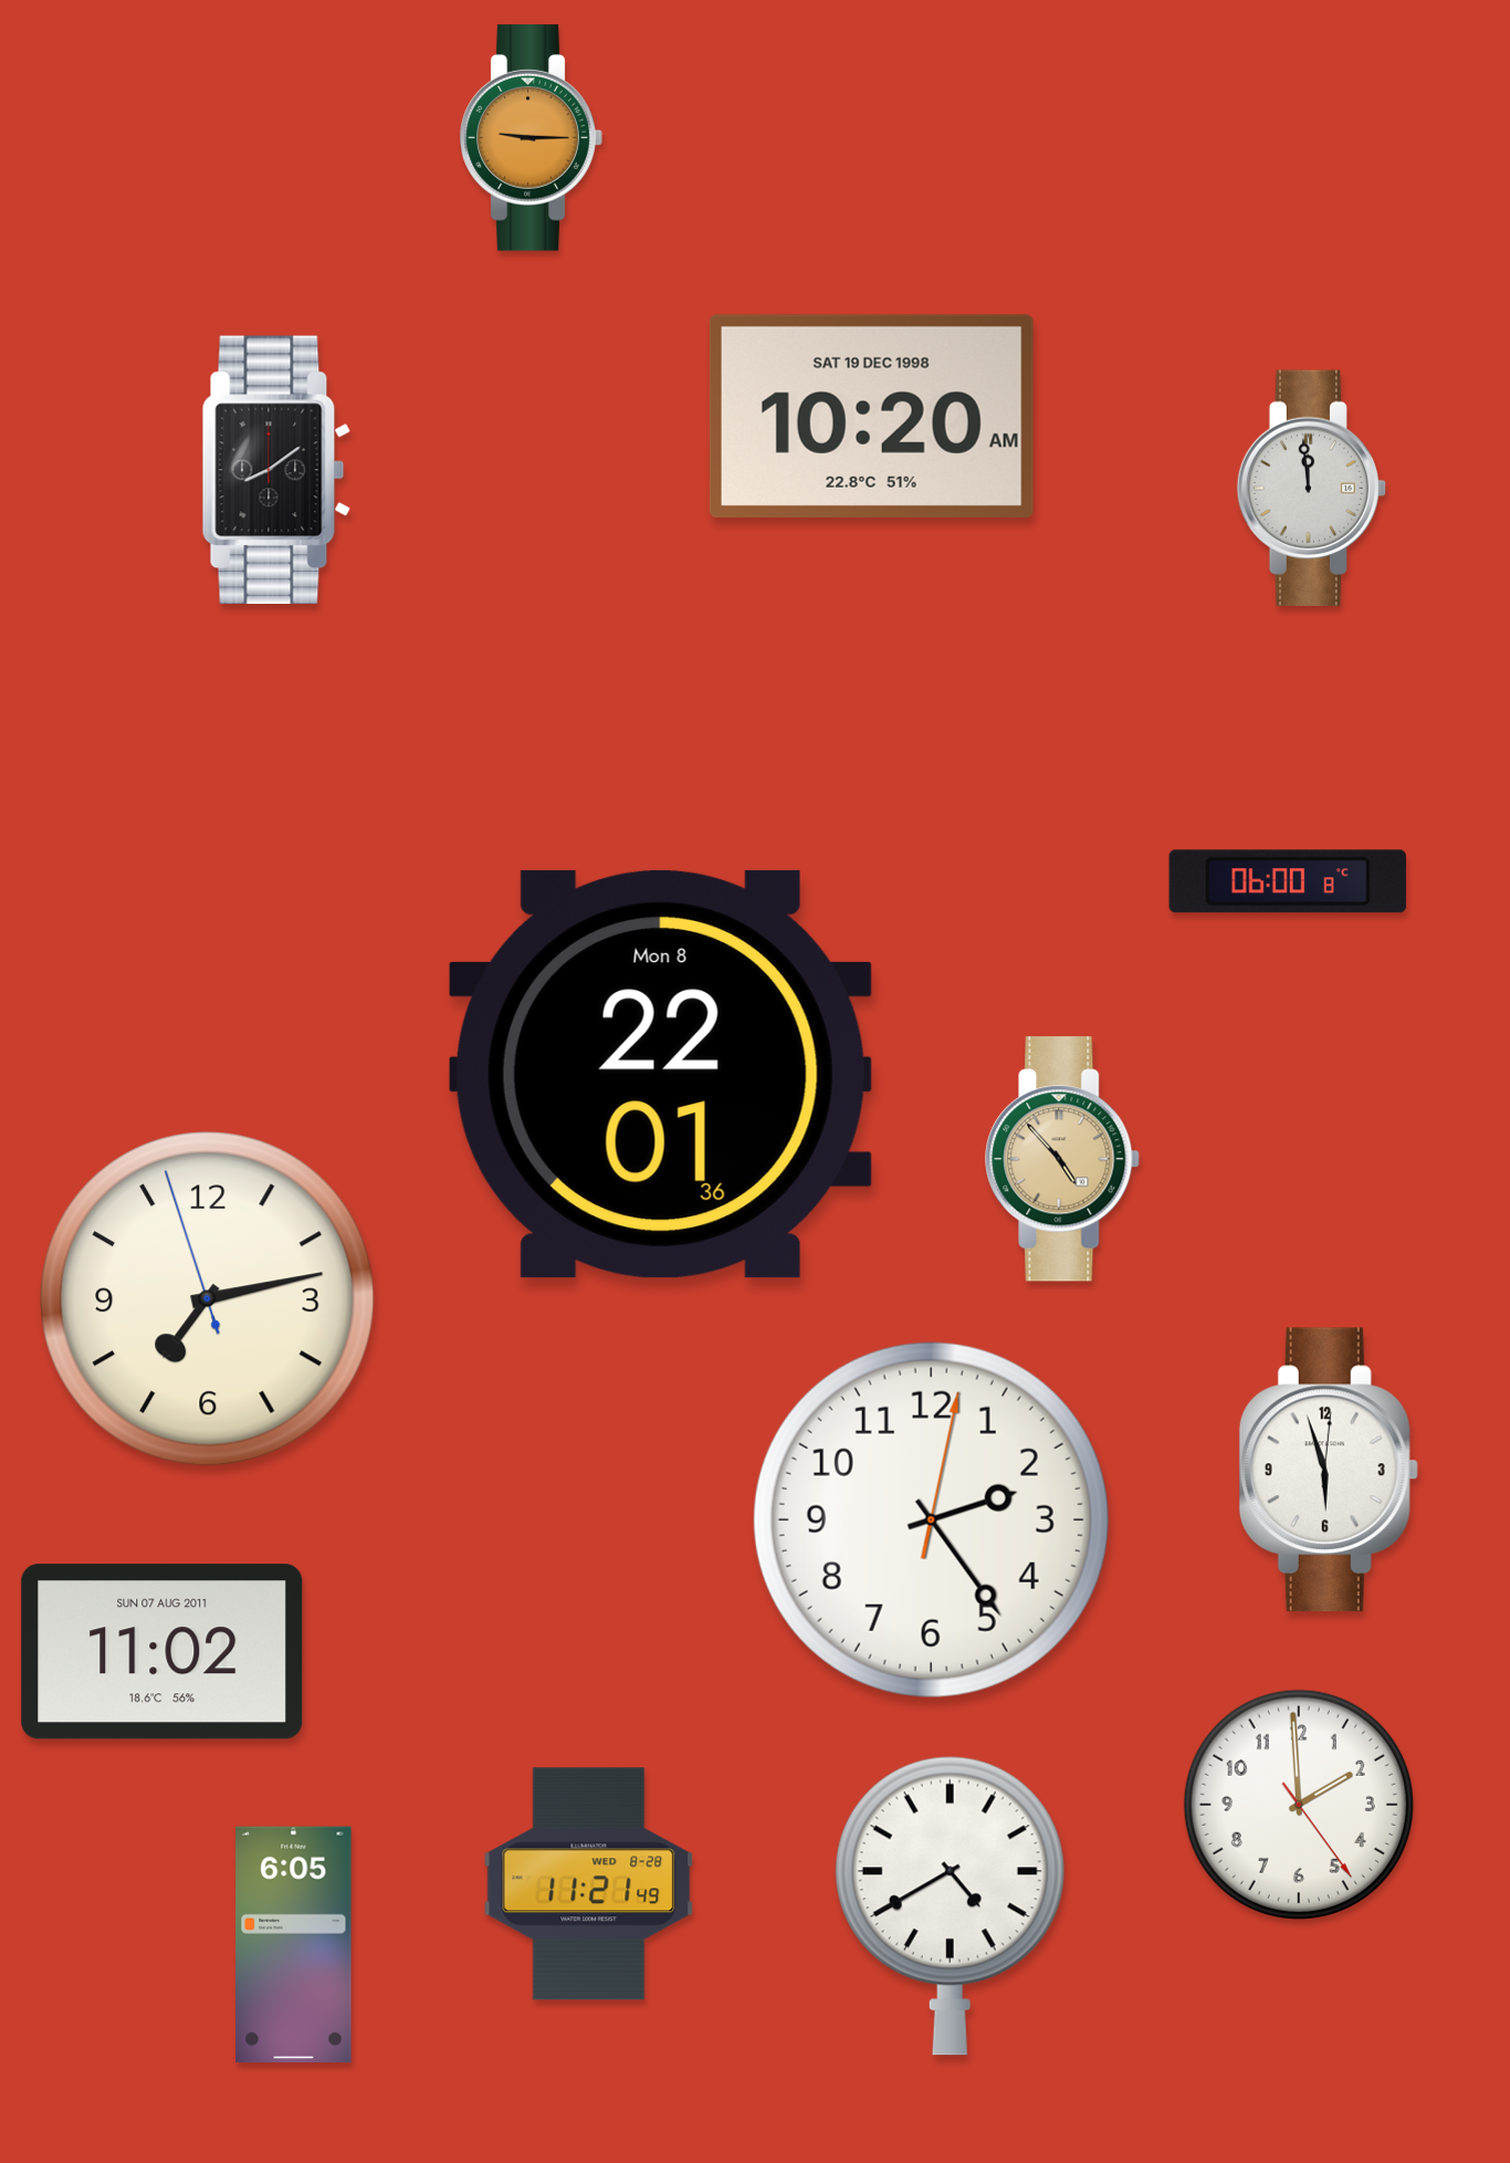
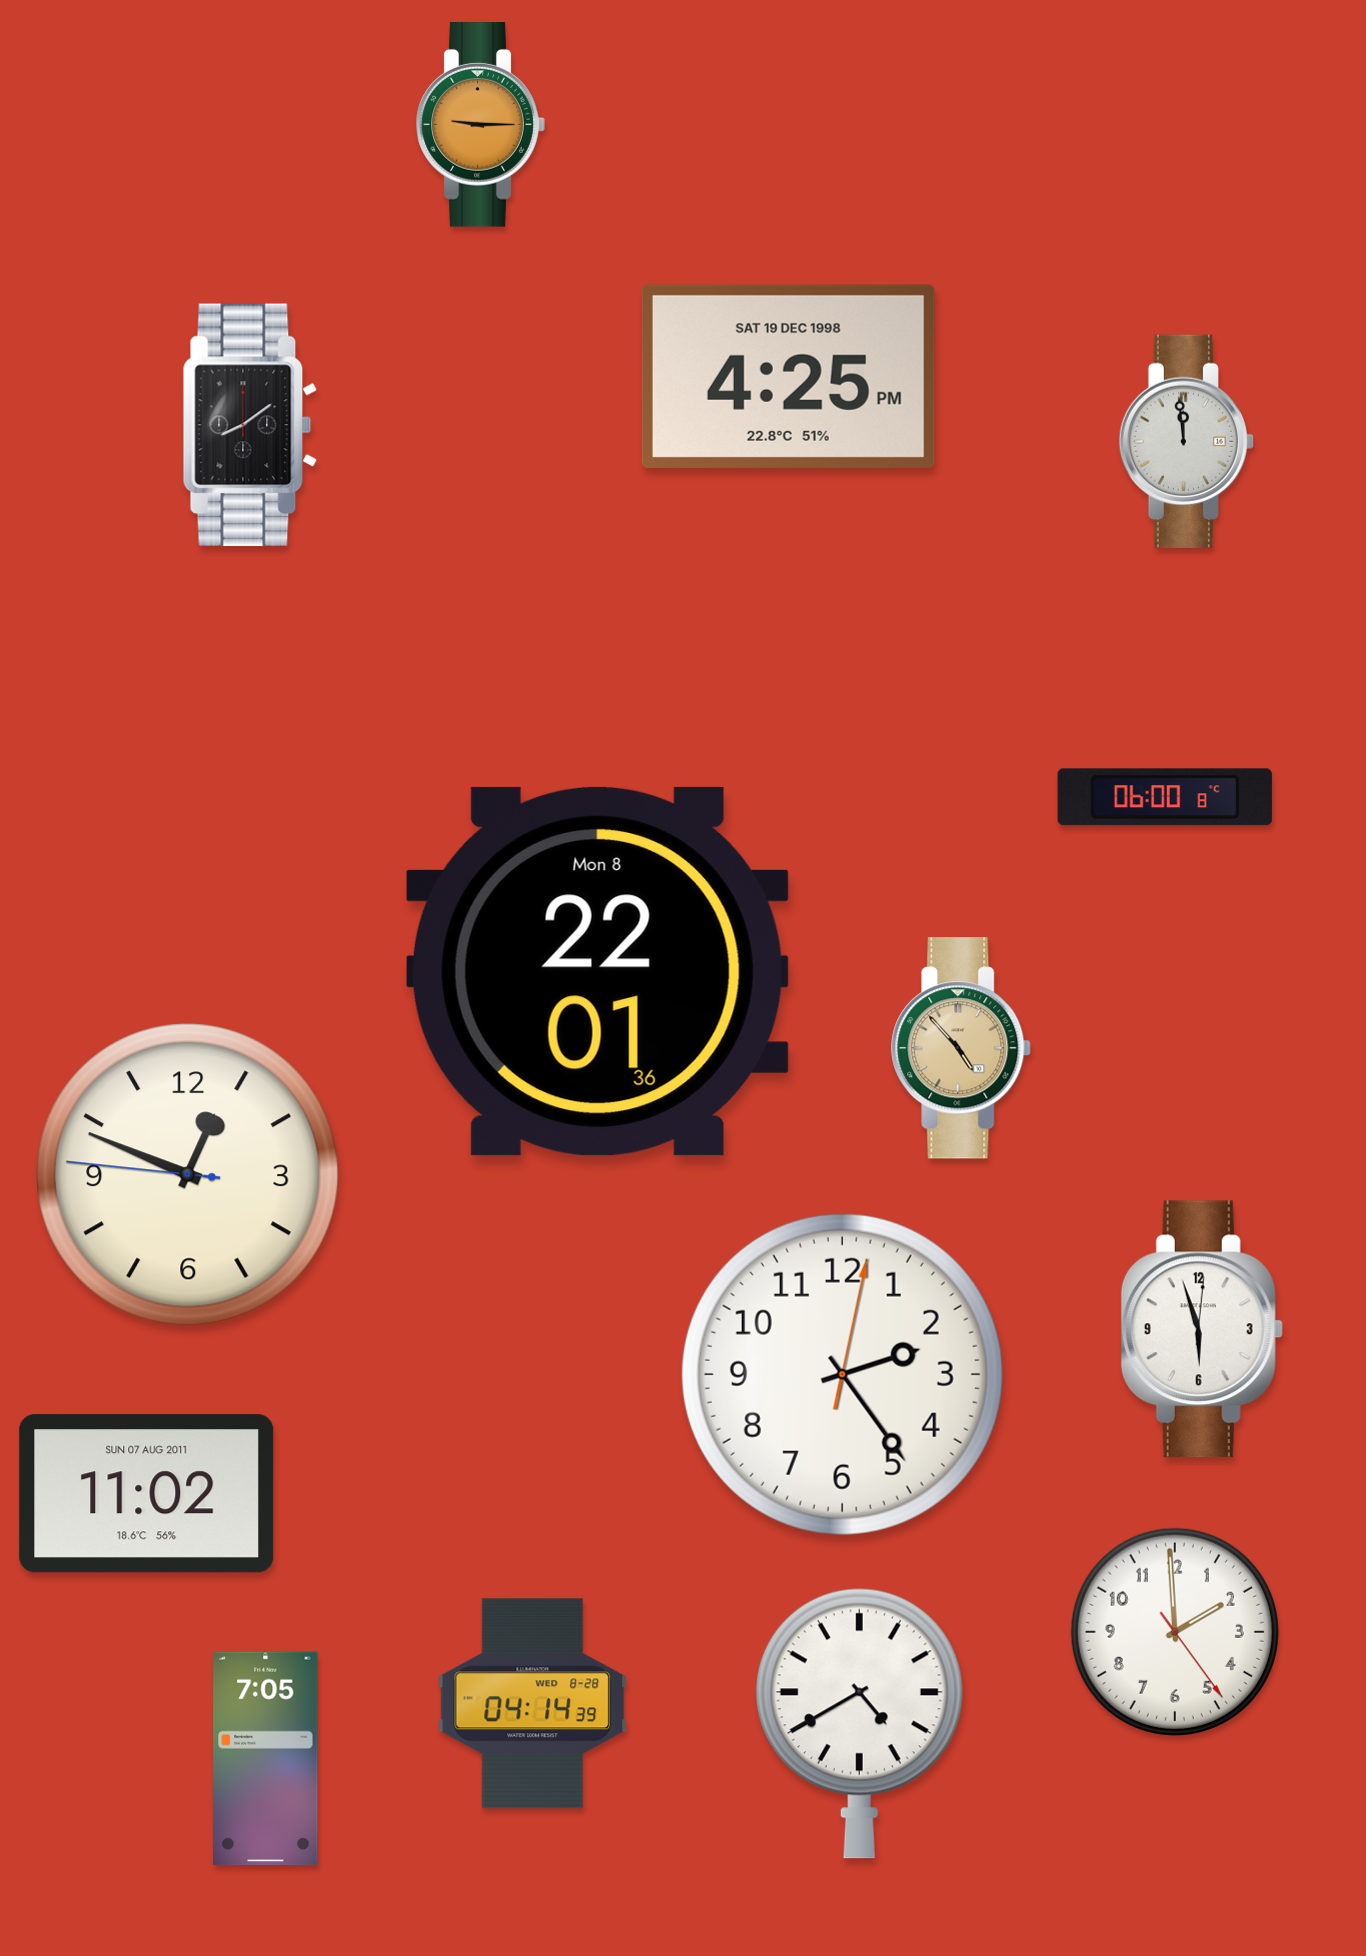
clock at (871, 416): 10:20 -> 4:25
clock at (208, 1299): 7:12 -> 12:48
clock at (589, 1884): 11:21 -> 04:14
clock at (294, 1945): 6:05 -> 7:05
